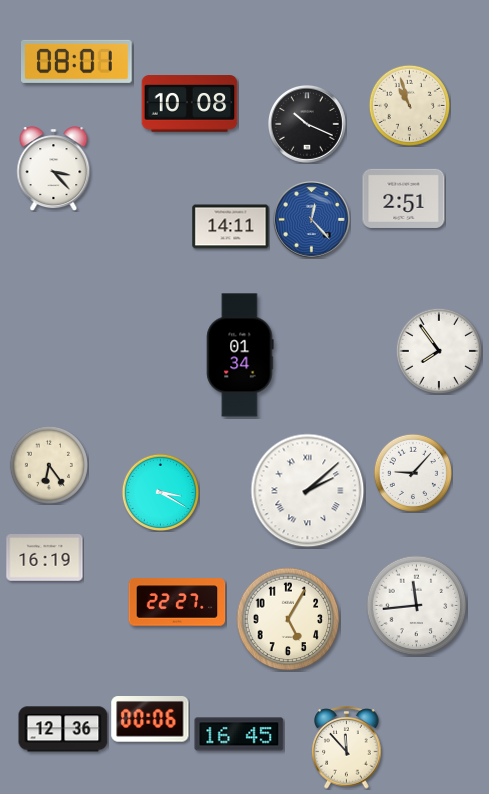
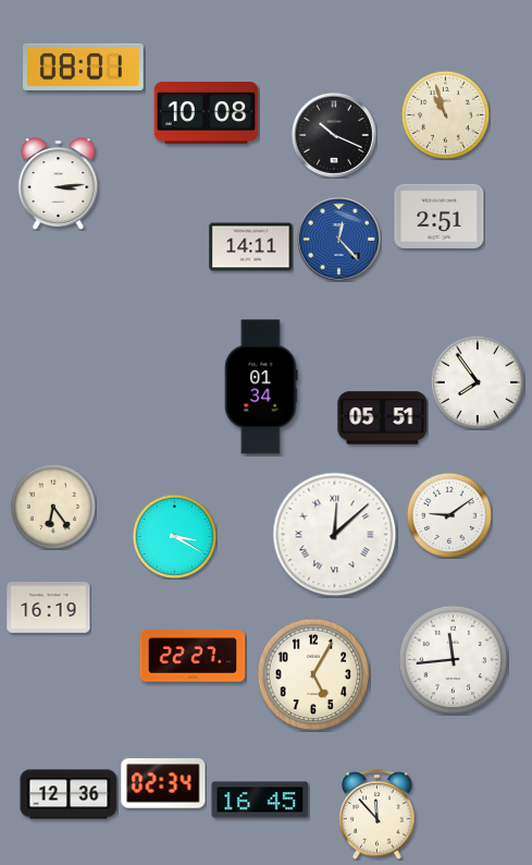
clock at (54, 169): 3:23 -> 3:14
clock at (383, 418): none -> 05:51
clock at (413, 473): 9:07 -> 9:09
clock at (308, 491): 2:08 -> 12:08
clock at (150, 719): 00:06 -> 02:34
